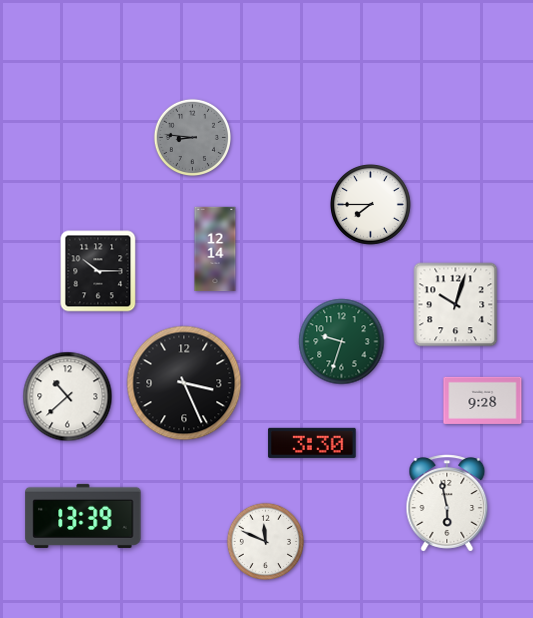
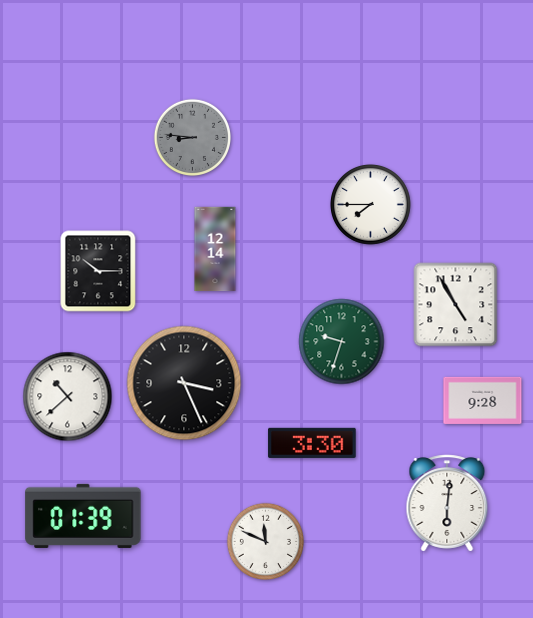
clock at (456, 305): 10:03 -> 4:55
clock at (447, 503): 5:58 -> 6:01
clock at (83, 516): 13:39 -> 01:39
